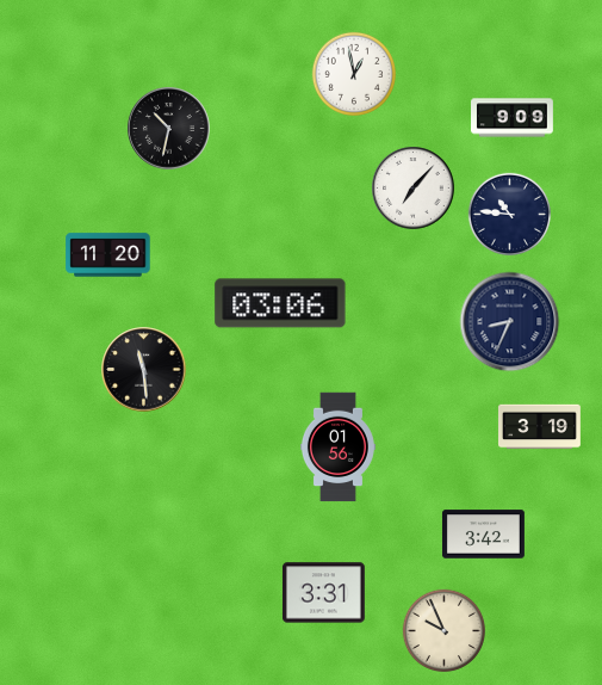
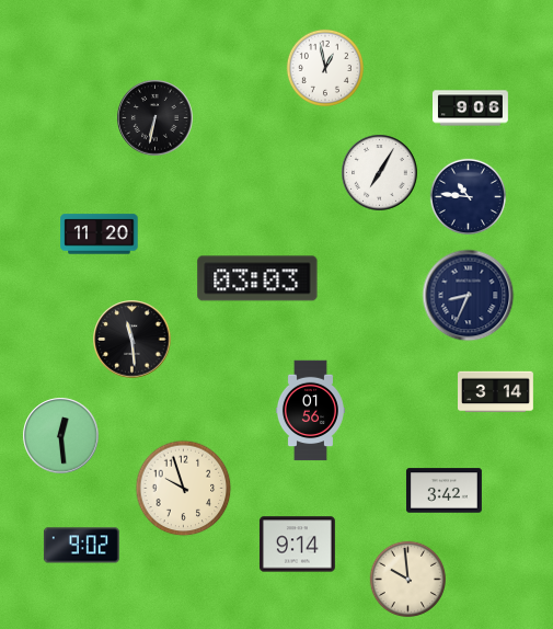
clock at (513, 118): 9:09 -> 9:06
clock at (169, 129): 10:32 -> 6:32
clock at (414, 189): 7:07 -> 7:05
clock at (280, 303): 03:06 -> 03:03
clock at (540, 427): 3:19 -> 3:14
clock at (61, 436): none -> 12:29
clock at (184, 489): none -> 9:57
clock at (323, 593): 3:31 -> 9:14
clock at (81, 546): none -> 9:02
clock at (445, 631): 9:56 -> 9:59
